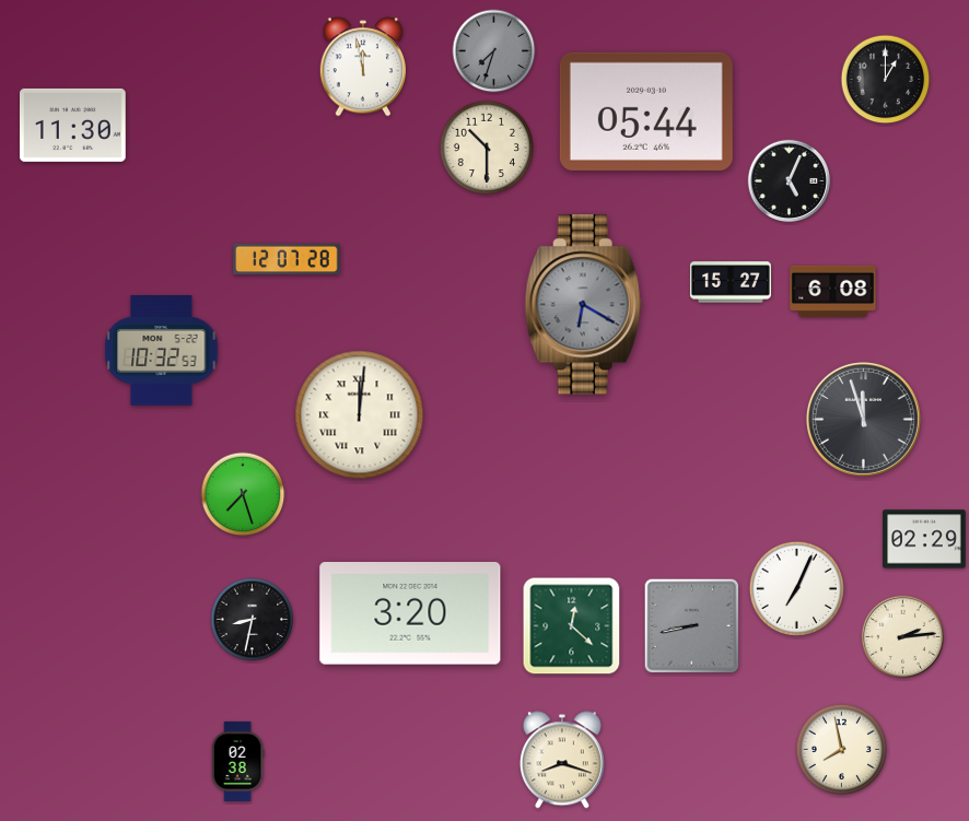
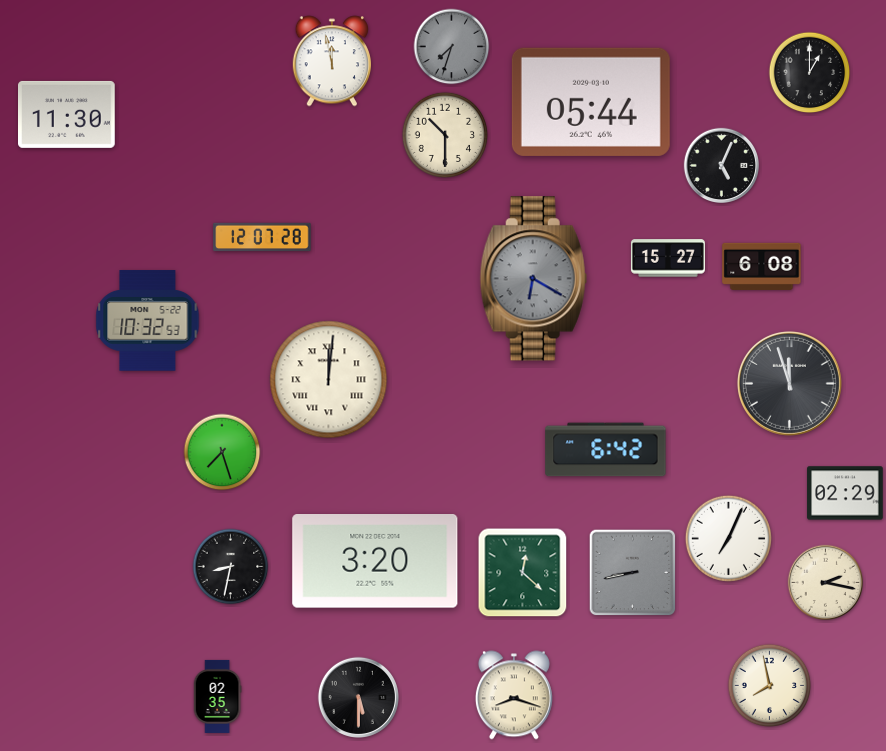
clock at (606, 450): none -> 6:42
clock at (902, 636): 2:14 -> 2:17
clock at (237, 761): 02:38 -> 02:35
clock at (358, 697): none -> 5:30
